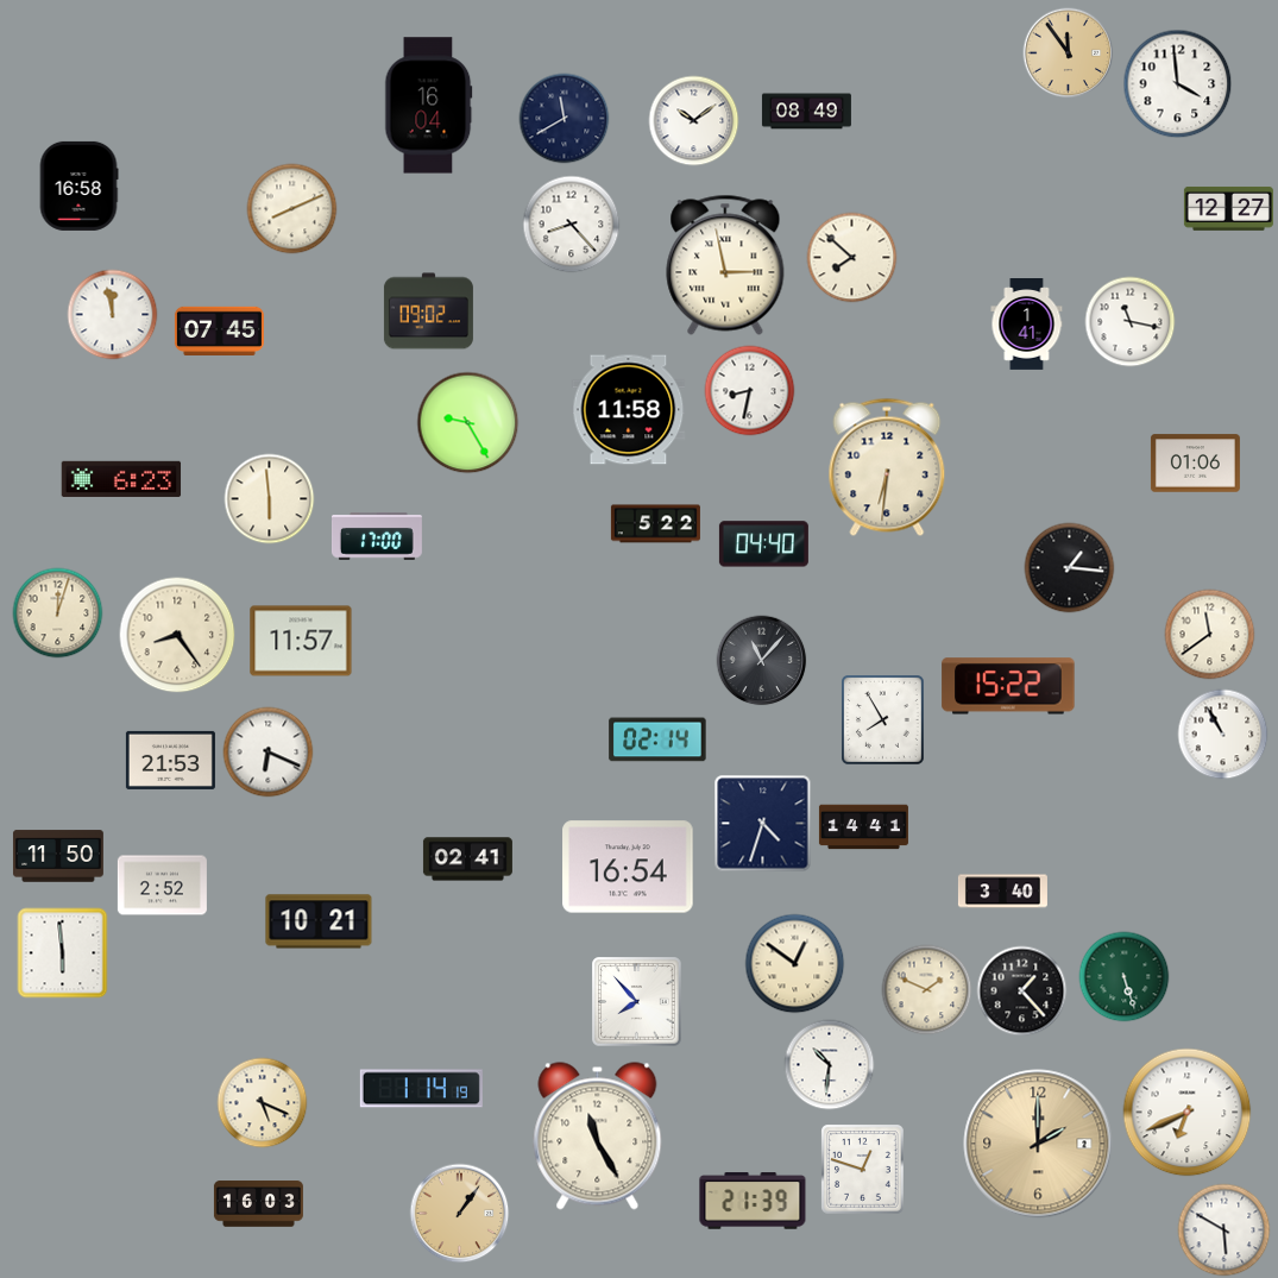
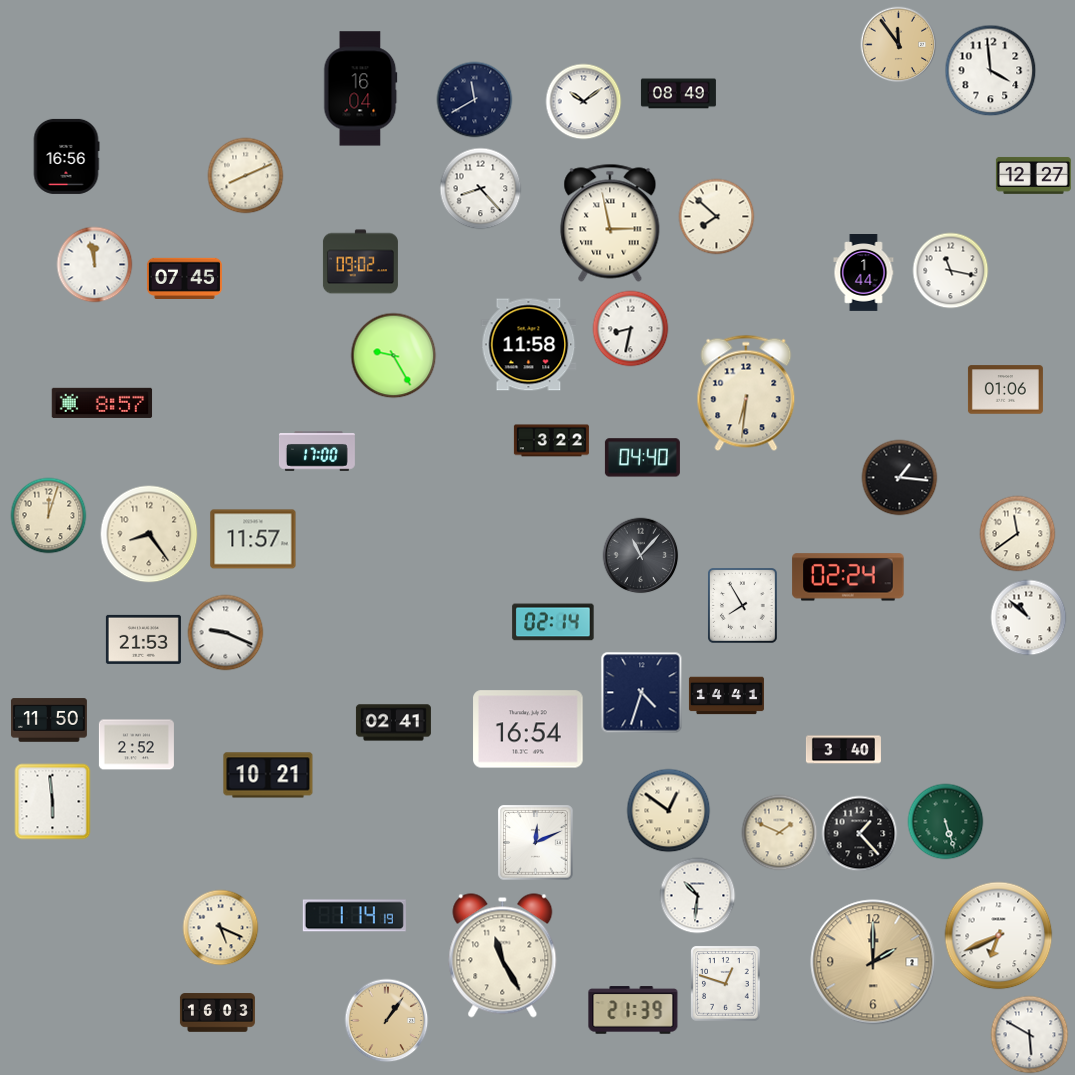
clock at (78, 185): 16:58 -> 16:56
clock at (1027, 325): 1:41 -> 1:44
clock at (121, 479): 6:23 -> 8:57
clock at (270, 499): 5:59 -> none
clock at (655, 524): 5:22 -> 3:22
clock at (1008, 686): 15:22 -> 02:24
clock at (1223, 735): 10:55 -> 10:52
clock at (269, 753): 6:19 -> 9:19
clock at (637, 1002): 7:53 -> 12:11
